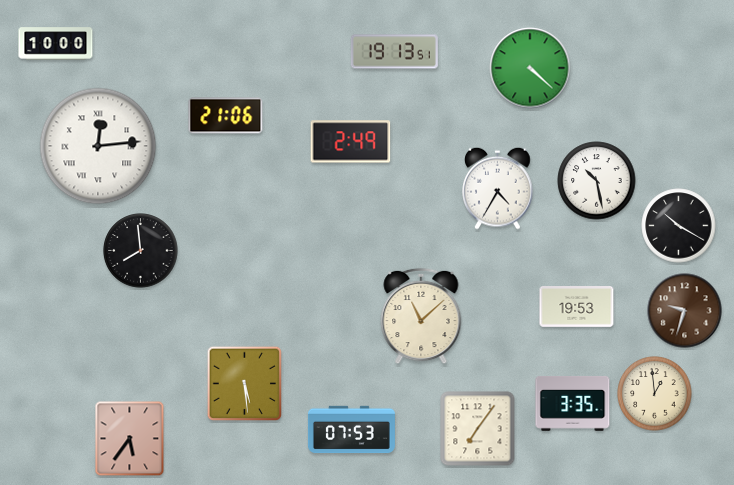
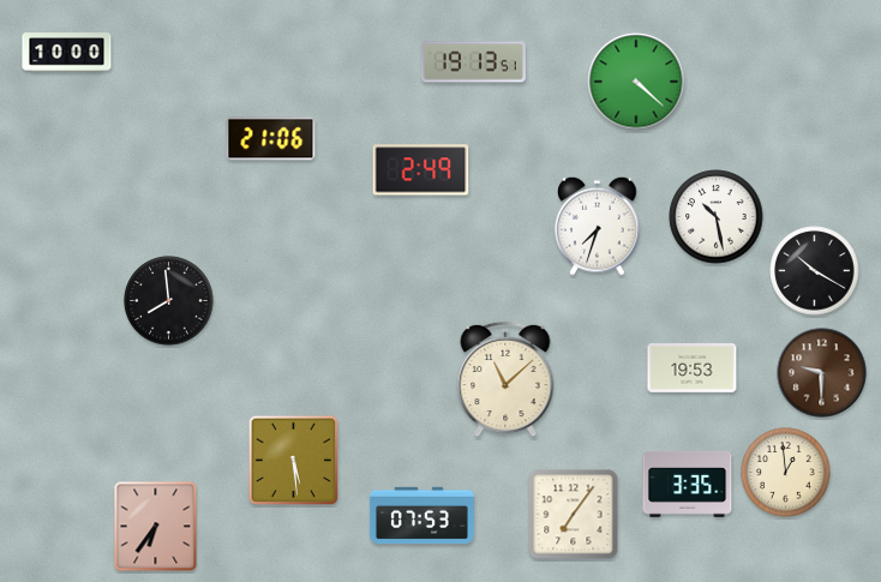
clock at (98, 146): 12:14 -> none
clock at (498, 188): 4:35 -> 7:33
clock at (685, 311): 9:33 -> 9:30
clock at (130, 439): 5:36 -> 6:36
